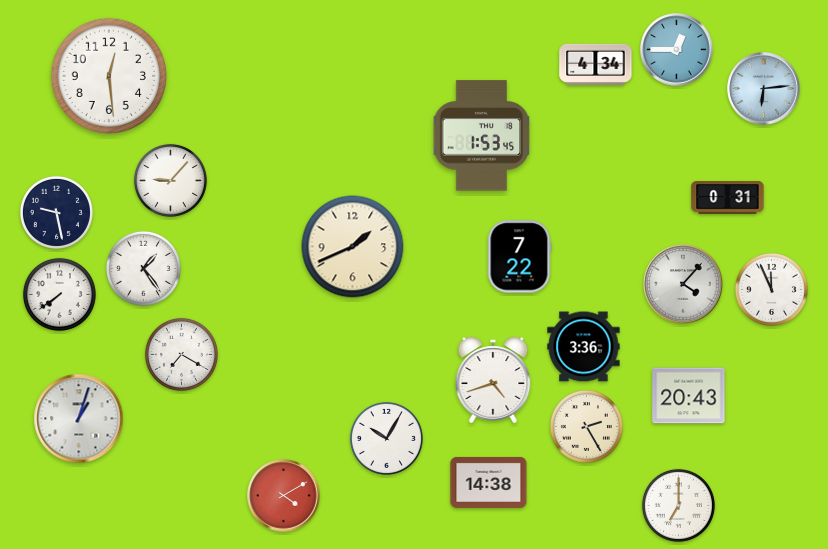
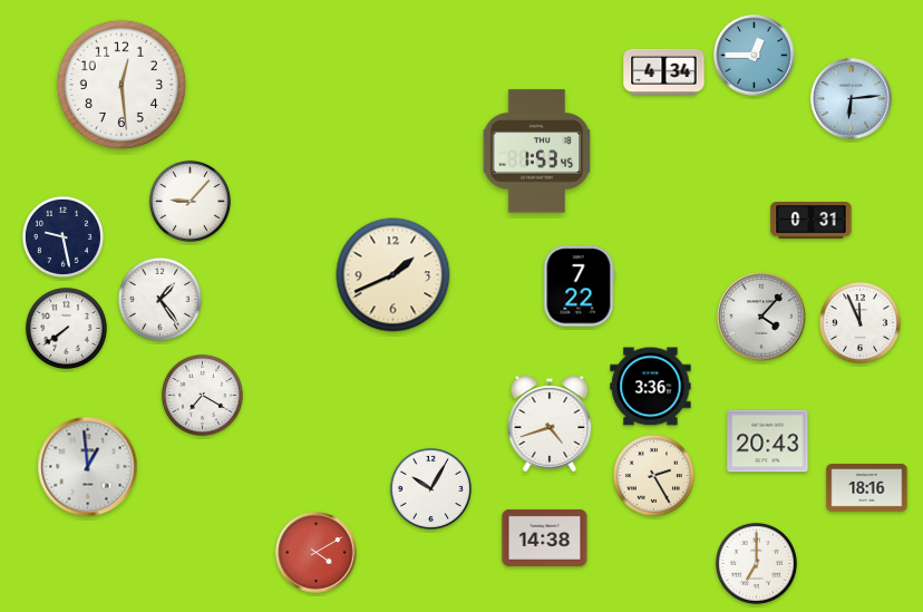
clock at (79, 419): 1:03 -> 12:59
clock at (867, 488): none -> 18:16
